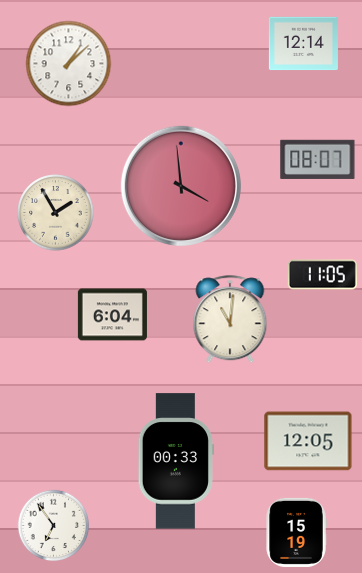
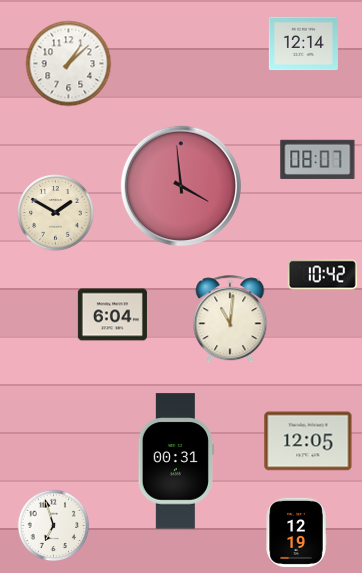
clock at (56, 213): 1:55 -> 1:50
clock at (322, 275): 11:05 -> 10:42
clock at (175, 461): 00:33 -> 00:31
clock at (54, 526): 6:54 -> 6:57
clock at (296, 532): 15:19 -> 12:19
